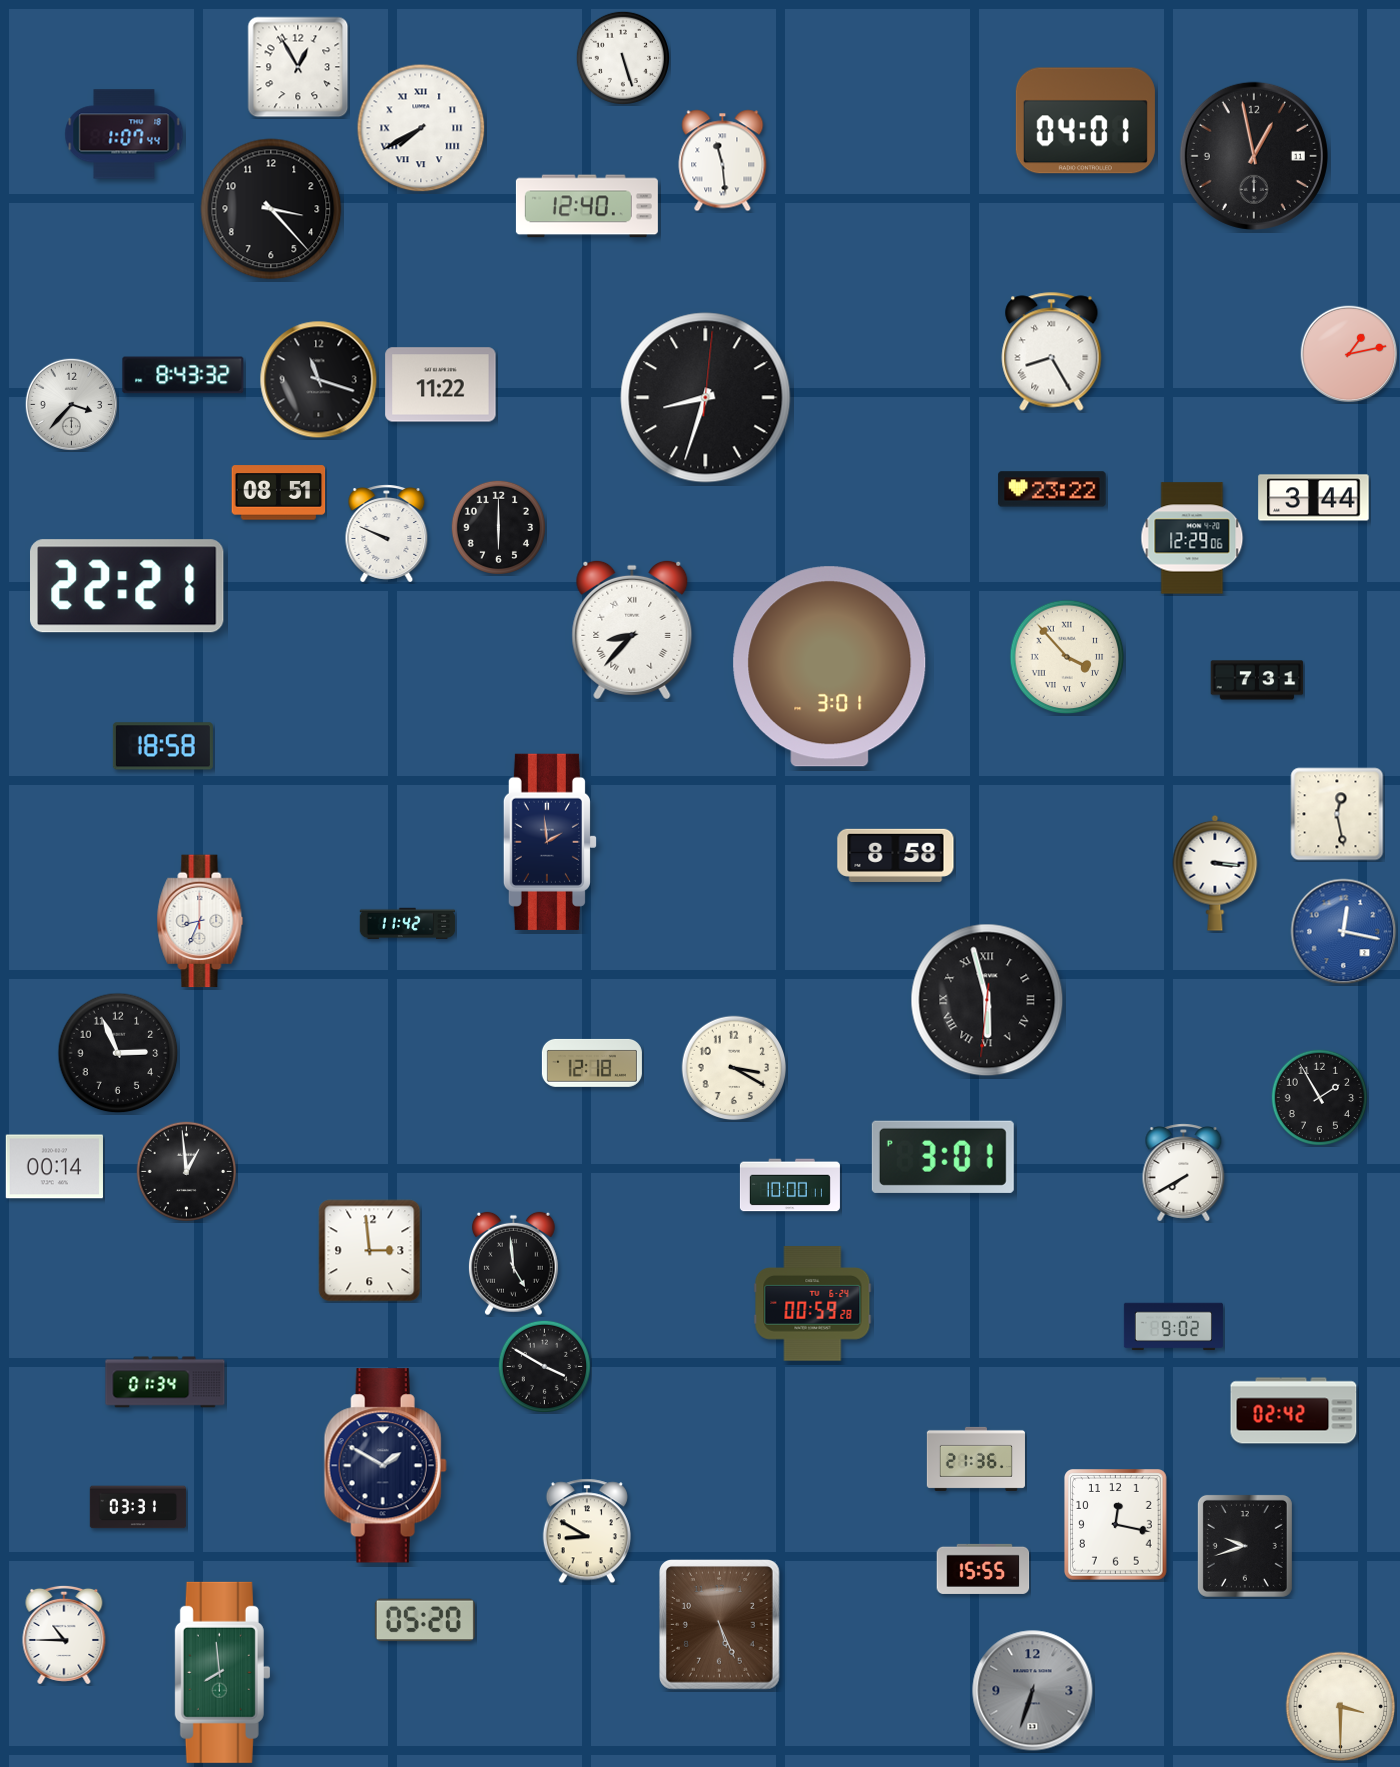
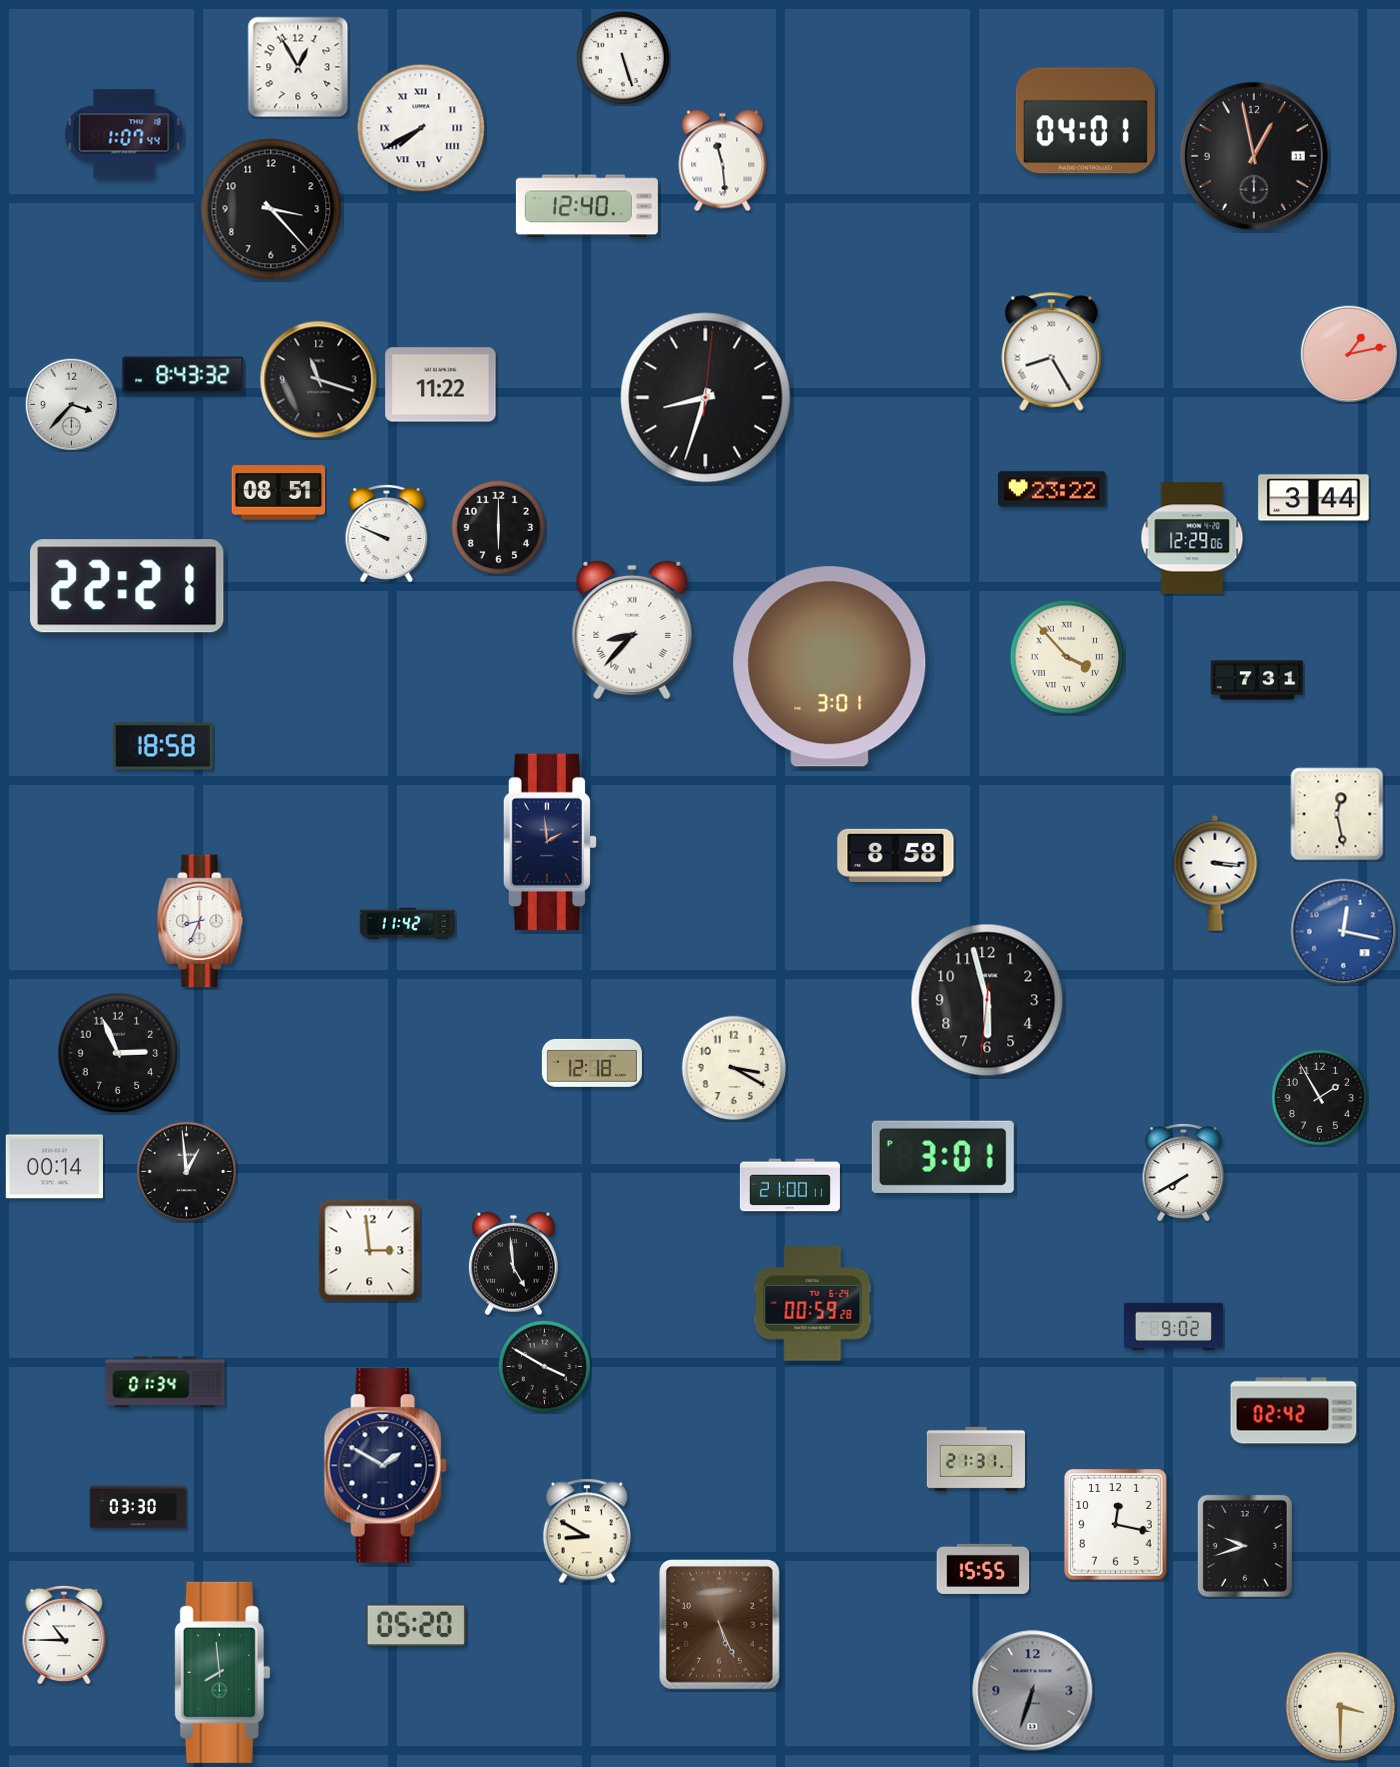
clock at (987, 1000) numerals: Roman -> Arabic
clock at (790, 1185): 10:00 -> 21:00
clock at (976, 1459): 21:36 -> 21:31
clock at (138, 1507): 03:31 -> 03:30
clock at (425, 1620) position: (425, 1620) -> (416, 1625)
